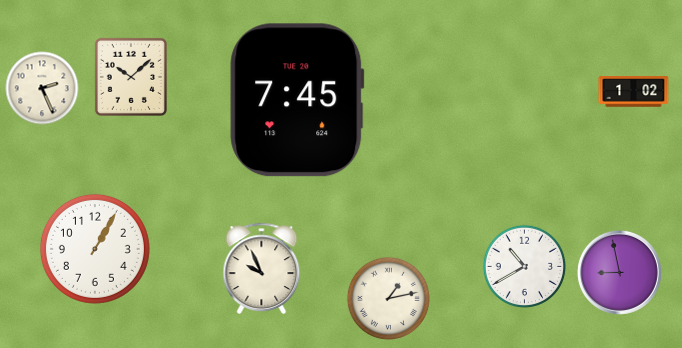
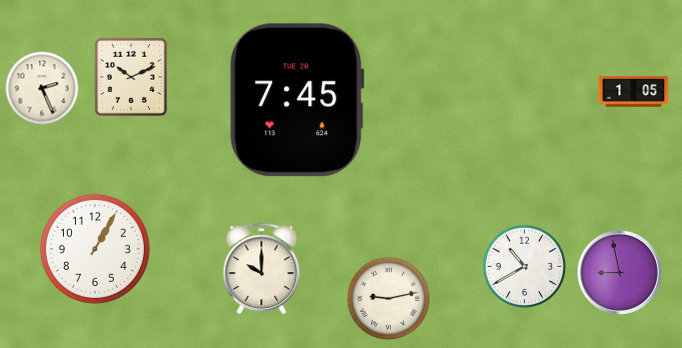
clock at (131, 77): 10:08 -> 10:11
clock at (634, 92): 1:02 -> 1:05
clock at (262, 268): 9:56 -> 10:00
clock at (388, 298): 1:13 -> 9:13
